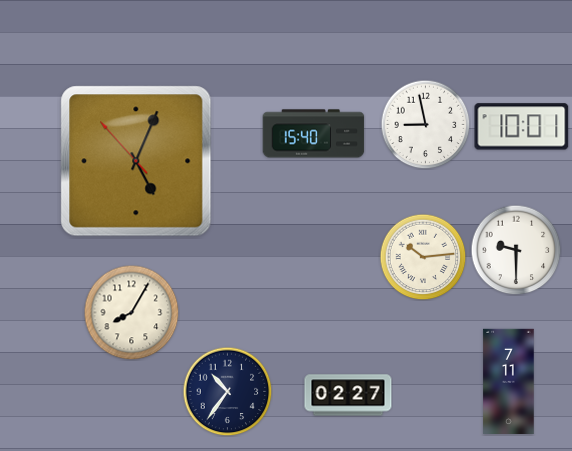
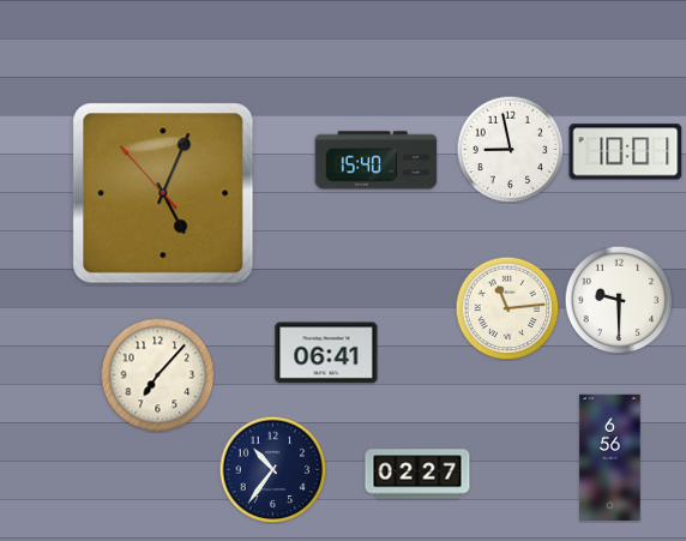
clock at (423, 257): 10:14 -> 11:14
clock at (326, 353): none -> 06:41
clock at (131, 312): 8:05 -> 7:07
clock at (509, 381): 7:11 -> 6:56
